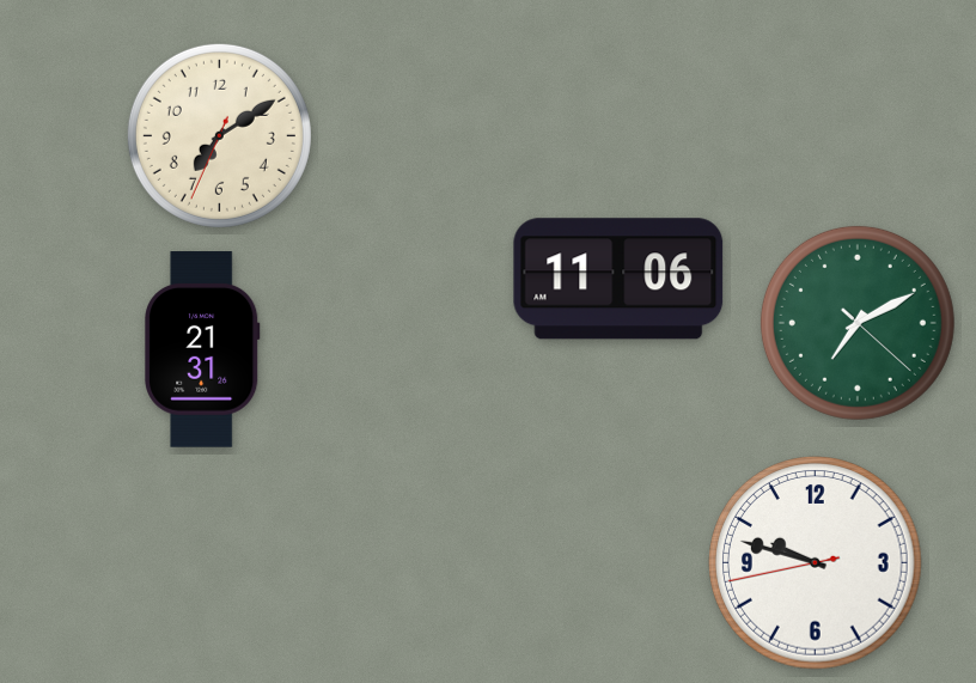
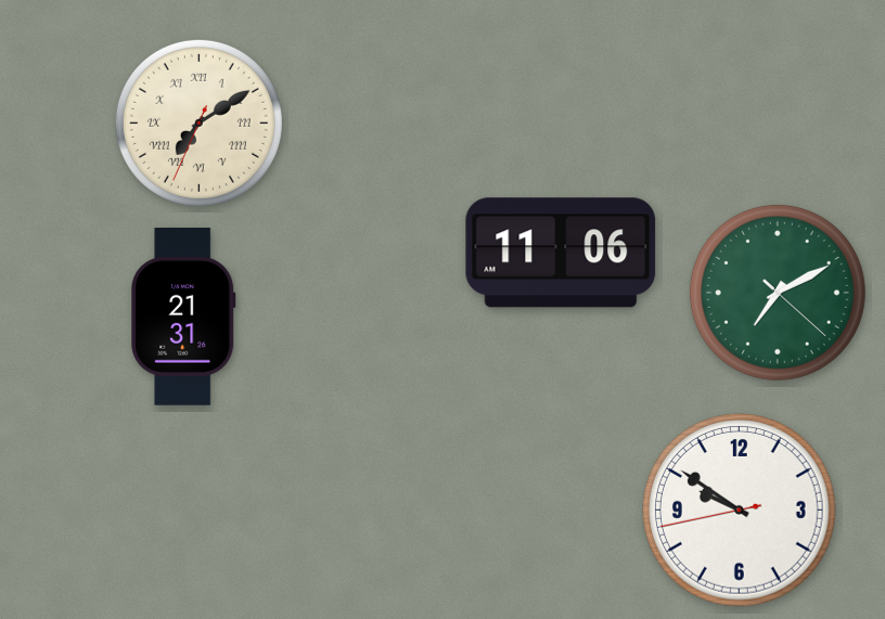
clock at (219, 135) numerals: Arabic -> Roman
clock at (816, 563): 9:47 -> 9:50
